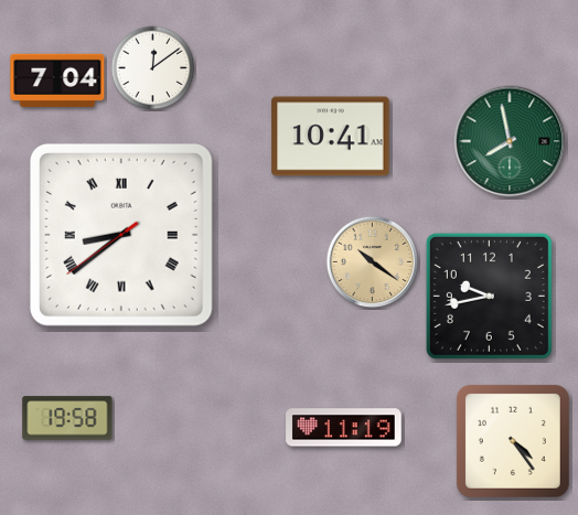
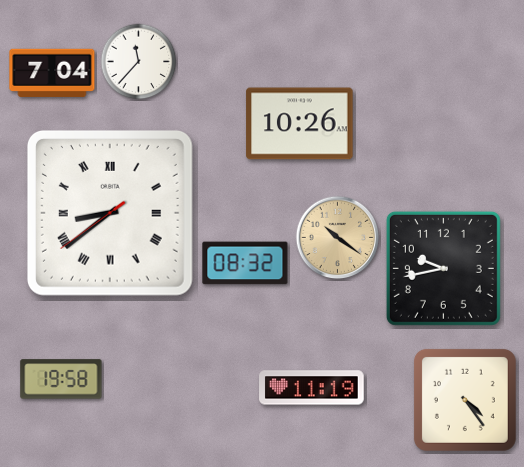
clock at (153, 68): 12:09 -> 11:37
clock at (331, 137): 10:41 -> 10:26
clock at (510, 141): 7:58 -> none
clock at (245, 263): none -> 08:32
